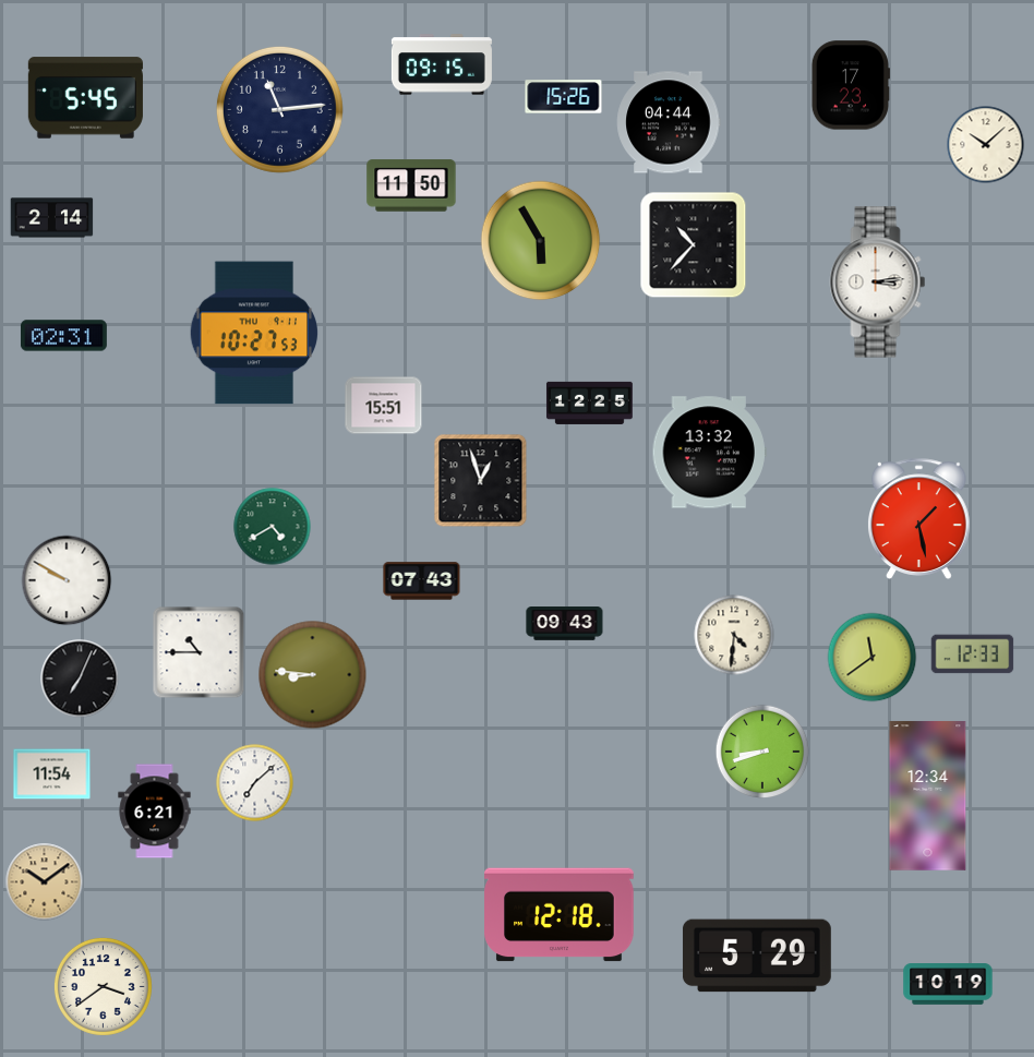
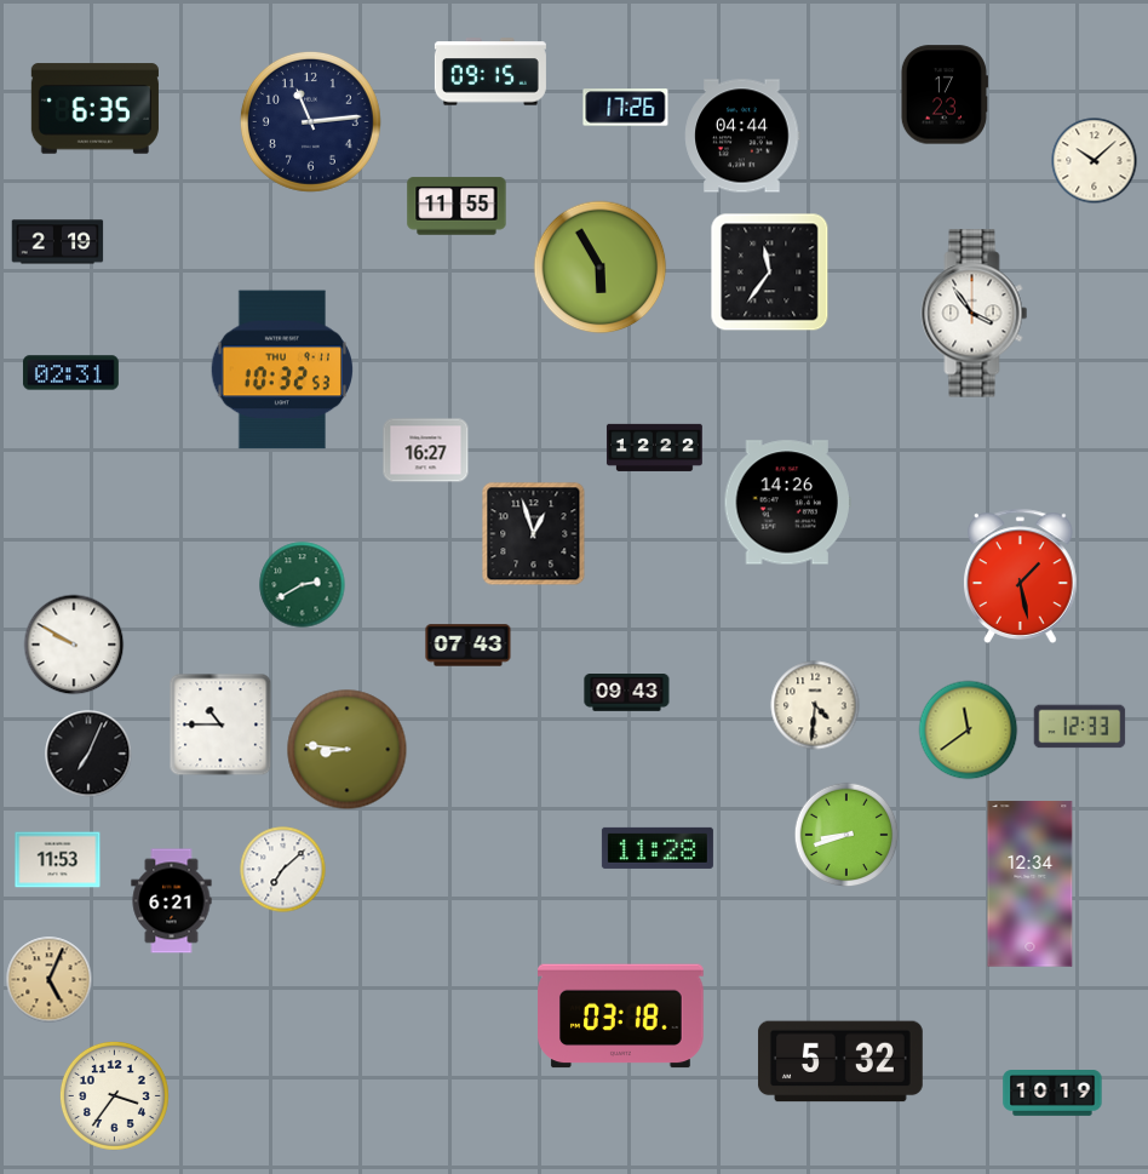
clock at (564, 97): 15:26 -> 17:26
clock at (85, 98): 5:45 -> 6:35
clock at (411, 185): 11:50 -> 11:55
clock at (52, 218): 2:14 -> 2:19
clock at (694, 245): 10:37 -> 11:36
clock at (878, 283): 3:14 -> 3:54
clock at (254, 333): 10:27 -> 10:32
clock at (590, 403): 12:25 -> 12:22
clock at (384, 406): 15:51 -> 16:27
clock at (709, 453): 13:32 -> 14:26
clock at (273, 527): 4:40 -> 2:40
clock at (658, 848): none -> 11:28
clock at (52, 774): 11:54 -> 11:53
clock at (45, 882): 10:09 -> 5:04
clock at (560, 915): 12:18 -> 03:18
clock at (757, 956): 5:29 -> 5:32
clock at (103, 986): 3:39 -> 3:36
